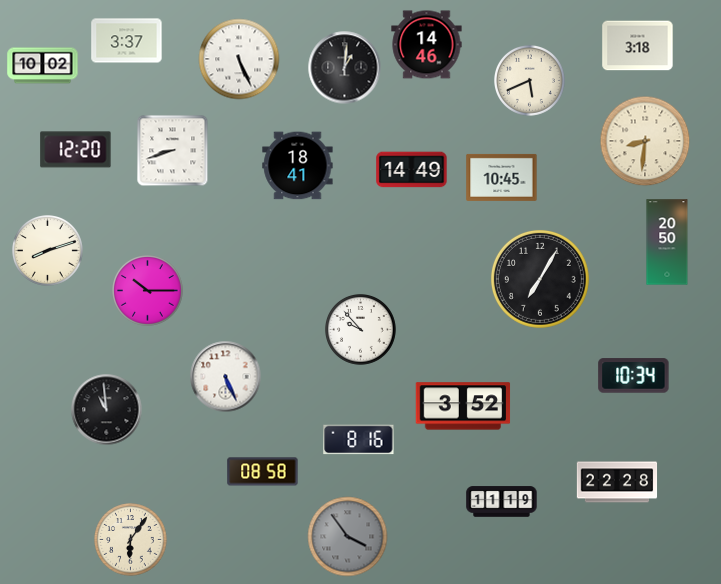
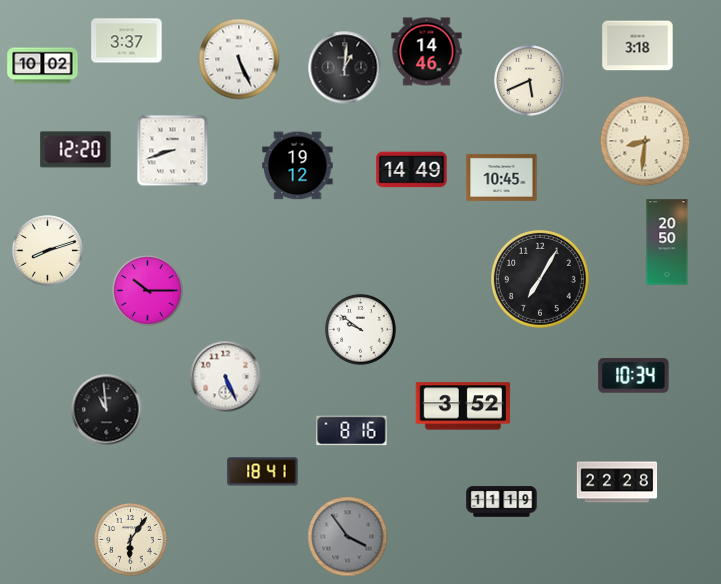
clock at (427, 45) position: (427, 45) -> (427, 52)
clock at (298, 166): 18:41 -> 19:12
clock at (361, 330): 9:53 -> 9:51
clock at (359, 440) position: (359, 440) -> (352, 431)
clock at (263, 472): 08:58 -> 18:41
